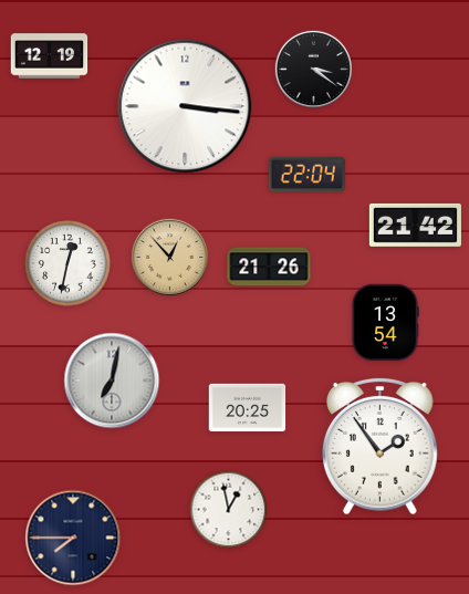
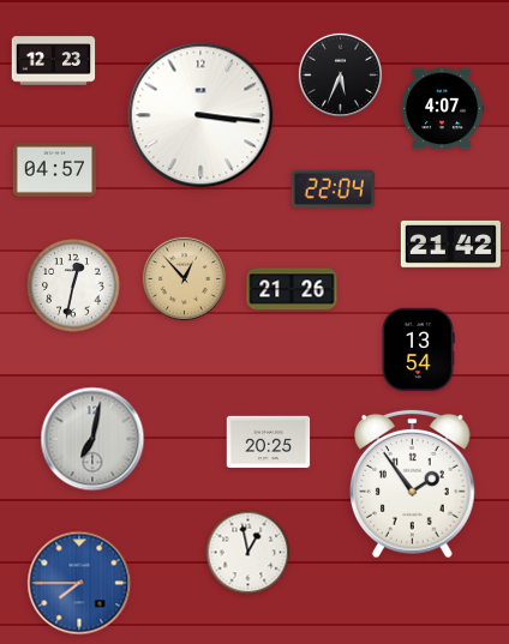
clock at (50, 56): 12:19 -> 12:23
clock at (313, 69): 3:21 -> 5:34
clock at (442, 109): none -> 4:07
clock at (55, 170): none -> 04:57
clock at (112, 381) position: (112, 381) -> (92, 439)
clock at (73, 538) dial: navy -> blue
